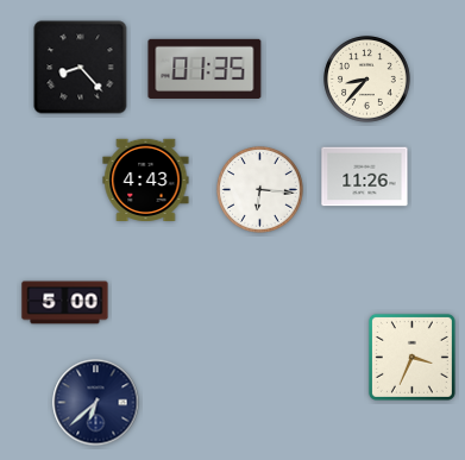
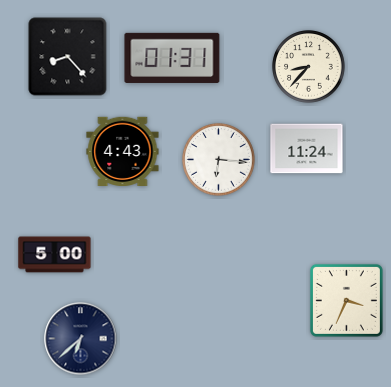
clock at (205, 69): 01:35 -> 01:31
clock at (365, 177): 11:26 -> 11:24
